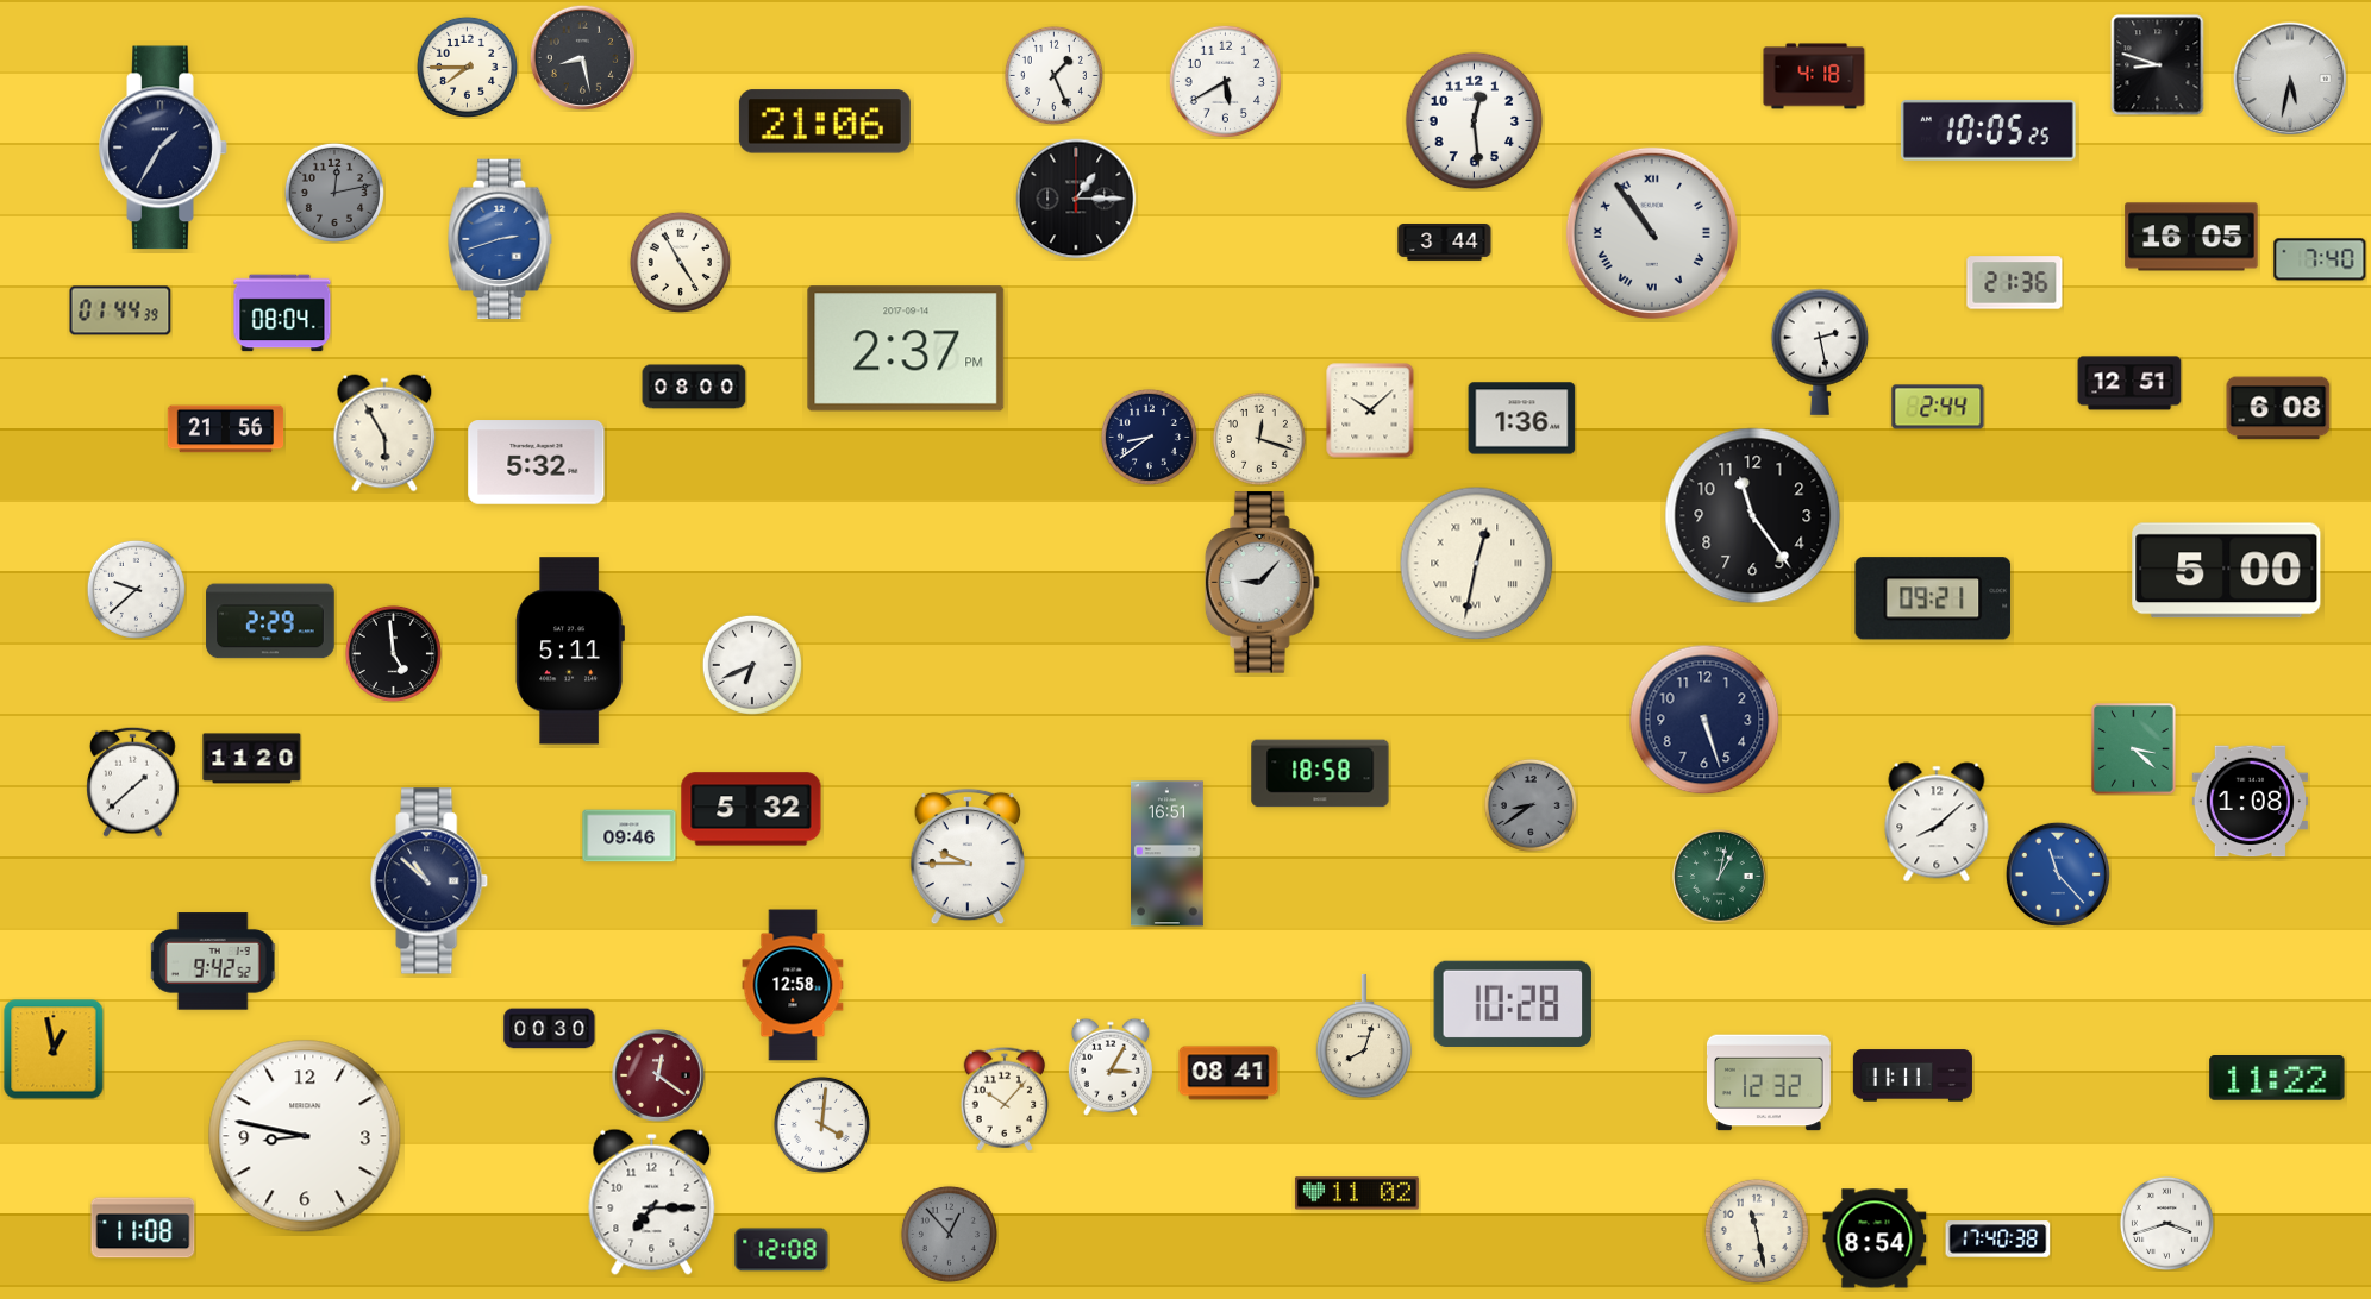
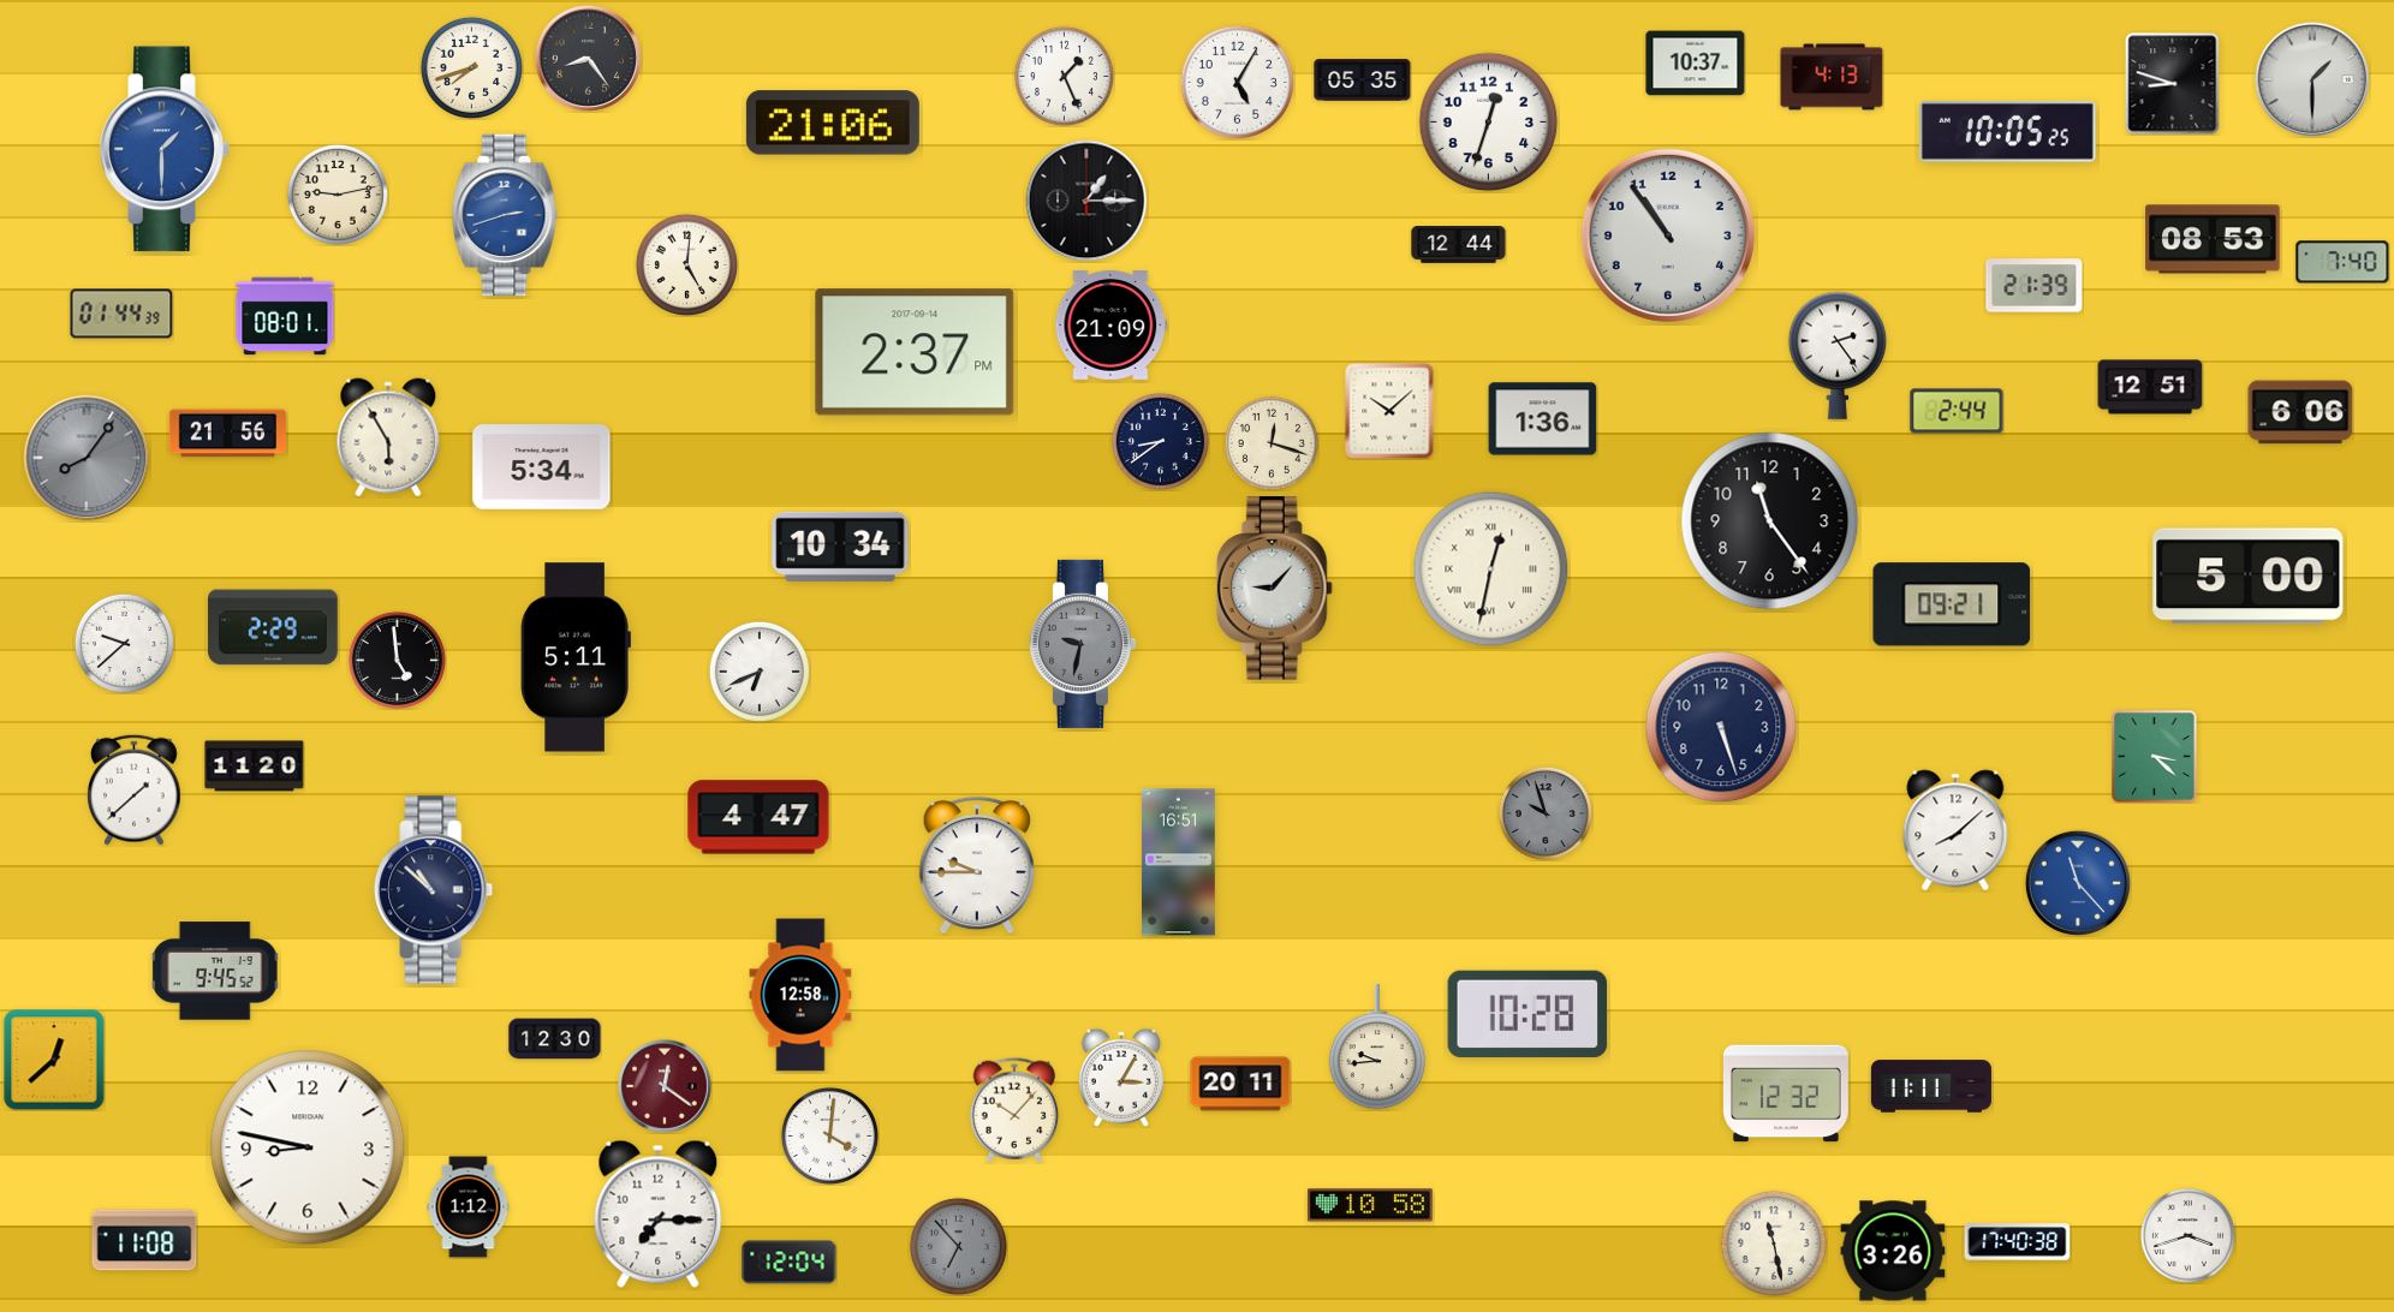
clock at (582, 57): 8:28 -> 8:24
clock at (1696, 64): none -> 10:37
clock at (2158, 65) position: (2158, 65) -> (2173, 84)
clock at (467, 67): 7:45 -> 7:42
clock at (1814, 76): 4:18 -> 4:13
clock at (2290, 79): 5:32 -> 1:30
clock at (1363, 80): none -> 05:35
clock at (1225, 81): 5:40 -> 5:05
clock at (1475, 121): 12:29 -> 12:33
clock at (163, 148): 1:35 -> 1:30
clock at (163, 148) dial: navy -> blue
clock at (334, 193): 12:13 -> 9:13
clock at (334, 193) dial: grey -> cream
clock at (1652, 233) numerals: Roman -> Arabic
clock at (2191, 237): 16:05 -> 08:53
clock at (500, 239) position: (500, 239) -> (505, 215)
clock at (1445, 243): 3:44 -> 12:44
clock at (680, 262): 4:55 -> 5:01
clock at (2015, 283): 21:36 -> 21:39
clock at (282, 313): 08:04 -> 08:01
clock at (1112, 326): none -> 21:09
clock at (1820, 352): 2:28 -> 2:24
clock at (694, 387): 08:00 -> none
clock at (2278, 408): 6:08 -> 6:06
clock at (1370, 410) position: (1370, 410) -> (1389, 411)
clock at (1522, 419) position: (1522, 419) -> (1543, 419)
clock at (87, 458): none -> 8:06
clock at (537, 463): 5:32 -> 5:34
clock at (840, 547): none -> 10:34
clock at (136, 589) position: (136, 589) -> (124, 643)
clock at (1082, 644): none -> 9:32
clock at (1320, 773): 18:58 -> none
clock at (2250, 802): 1:08 -> none
clock at (1531, 805): 8:39 -> 9:57
clock at (751, 809): 5:32 -> 4:47
clock at (630, 836): 09:46 -> none
clock at (1720, 877): 1:02 -> none
clock at (213, 961): 9:42 -> 9:45
clock at (550, 1029): 00:30 -> 12:30
clock at (1364, 1036): 8:03 -> 9:44
clock at (54, 1049): 12:58 -> 12:38
clock at (1228, 1073): 08:41 -> 20:11
clock at (2277, 1079): 11:22 -> none
clock at (1357, 1193): 11:02 -> 10:58
clock at (469, 1207): none -> 1:12
clock at (949, 1234): 12:53 -> 6:53
clock at (1875, 1238): 8:54 -> 3:26
clock at (1998, 1240) position: (1998, 1240) -> (2018, 1242)
clock at (782, 1250): 12:08 -> 12:04
